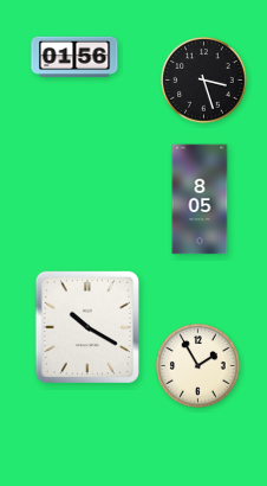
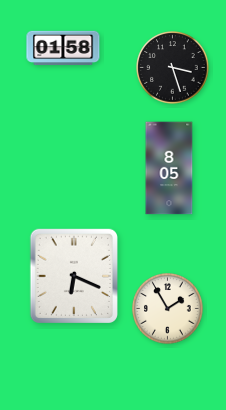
clock at (74, 57): 01:56 -> 01:58
clock at (87, 326): 10:20 -> 6:19
